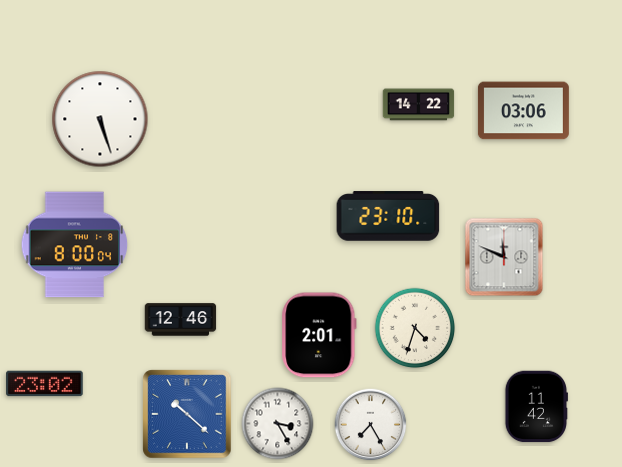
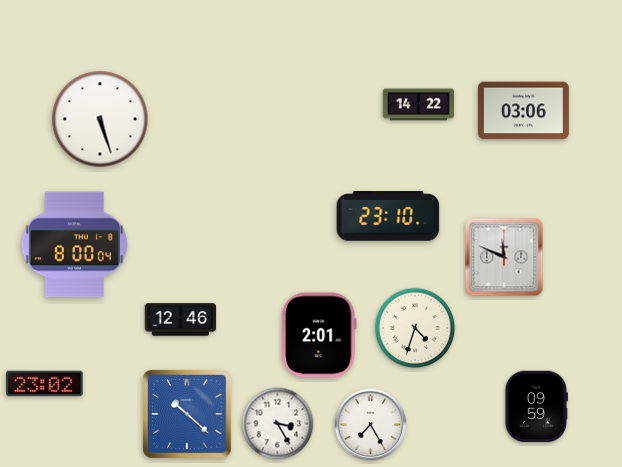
clock at (536, 407): 11:42 -> 09:59
